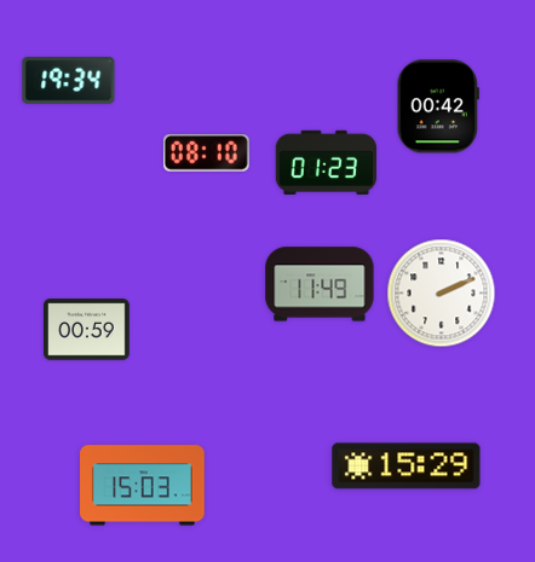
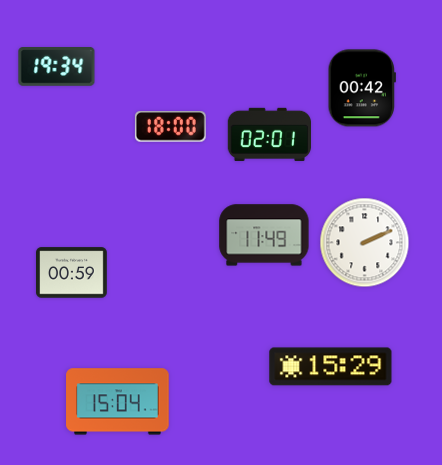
clock at (206, 153): 08:10 -> 18:00
clock at (326, 162): 01:23 -> 02:01
clock at (407, 467) position: (407, 467) -> (331, 367)
clock at (143, 486): 15:03 -> 15:04
